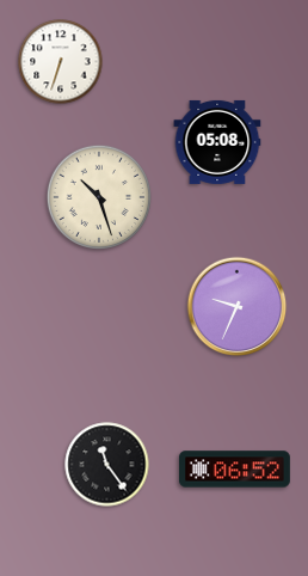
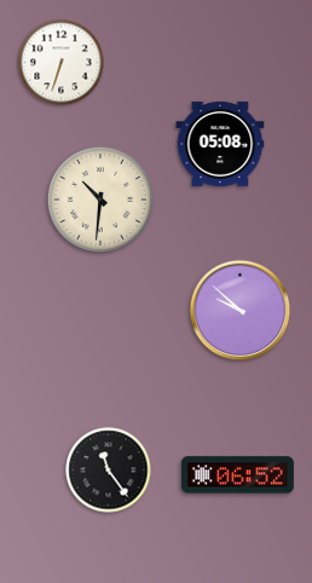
clock at (98, 196): 10:27 -> 10:31
clock at (238, 307): 9:34 -> 9:52
